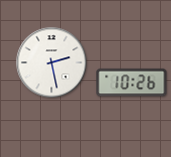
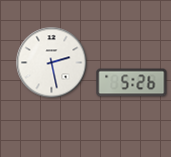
clock at (132, 83): 10:26 -> 5:26
